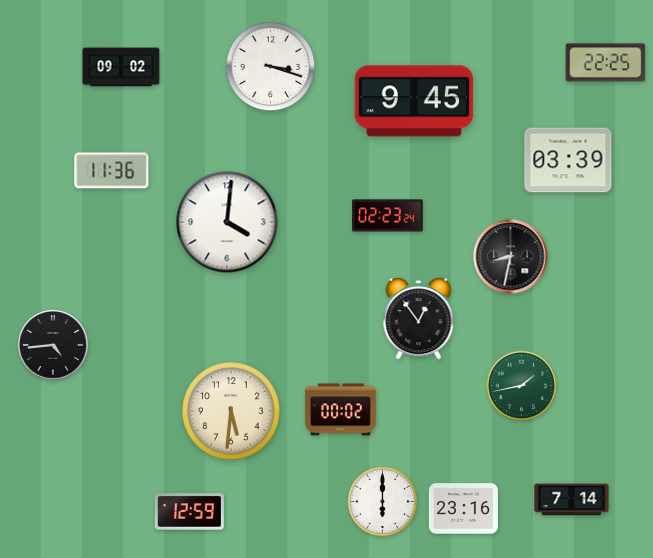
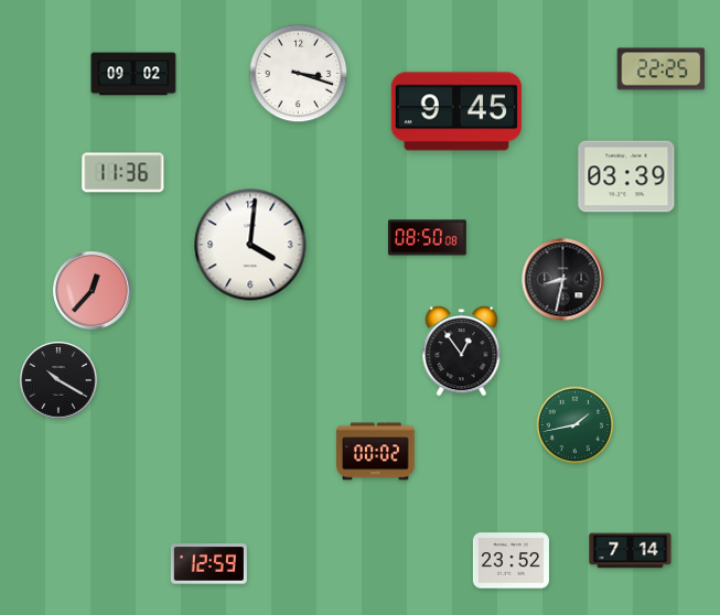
clock at (606, 63) position: (606, 63) -> (662, 69)
clock at (112, 171) position: (112, 171) -> (123, 173)
clock at (388, 216): 02:23 -> 08:50
clock at (511, 257) position: (511, 257) -> (563, 280)
clock at (93, 291): none -> 12:37
clock at (54, 346): 4:44 -> 10:20
clock at (231, 411): 5:31 -> none
clock at (383, 502): 6:00 -> none
clock at (463, 509): 23:16 -> 23:52
